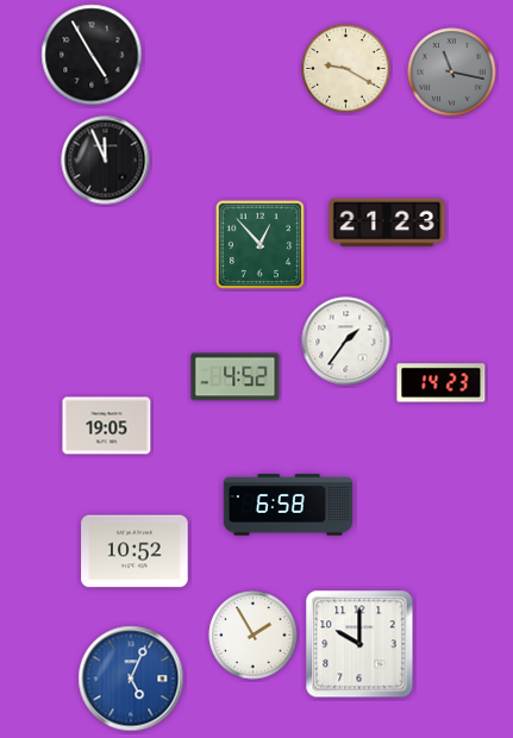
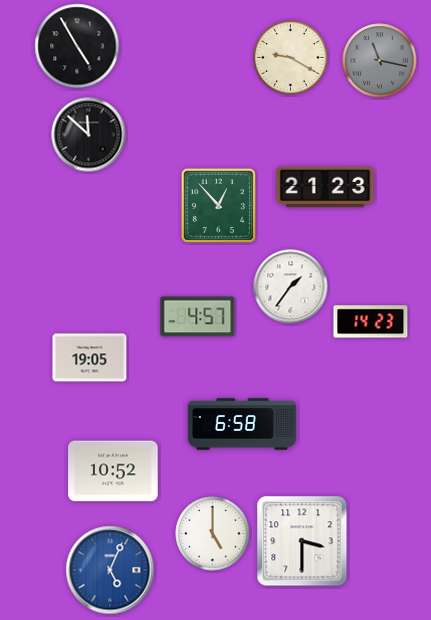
clock at (106, 161): 11:56 -> 11:52
clock at (236, 377): 4:52 -> 4:57
clock at (134, 551) position: (134, 551) -> (113, 471)
clock at (254, 636): 1:55 -> 5:00
clock at (359, 644): 10:00 -> 3:30
